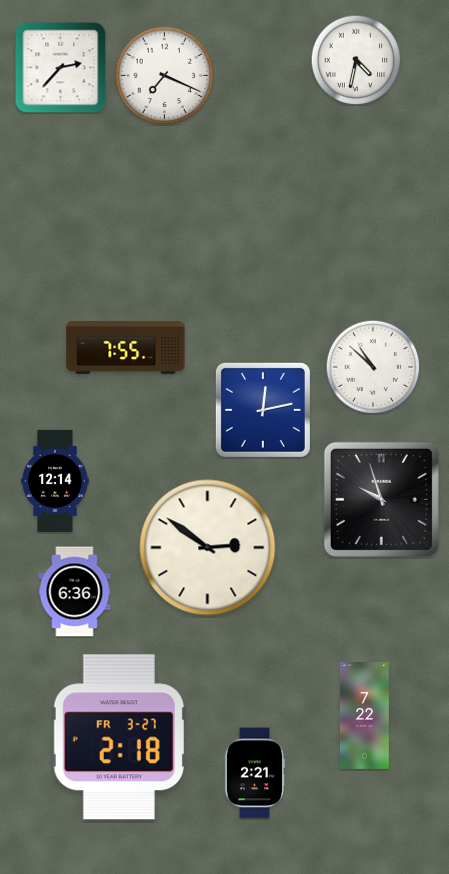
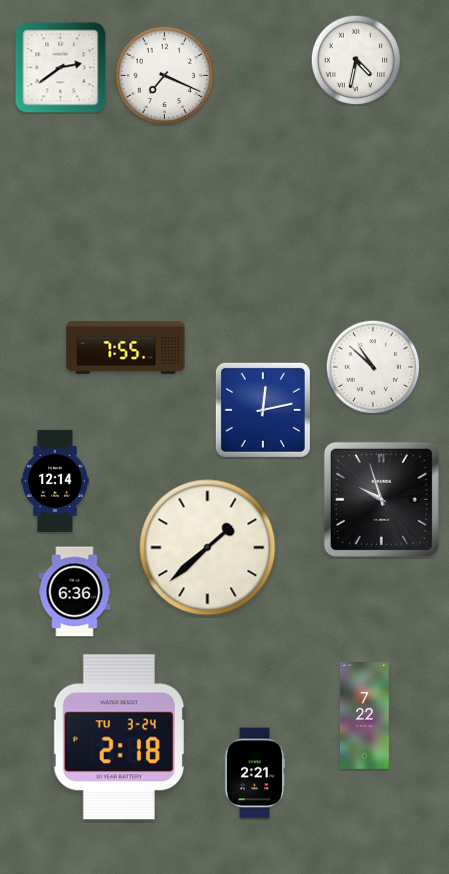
clock at (61, 68): 2:37 -> 2:39
clock at (208, 548): 2:51 -> 1:38
clock at (119, 737) date: FR 3-27 -> TU 3-24
